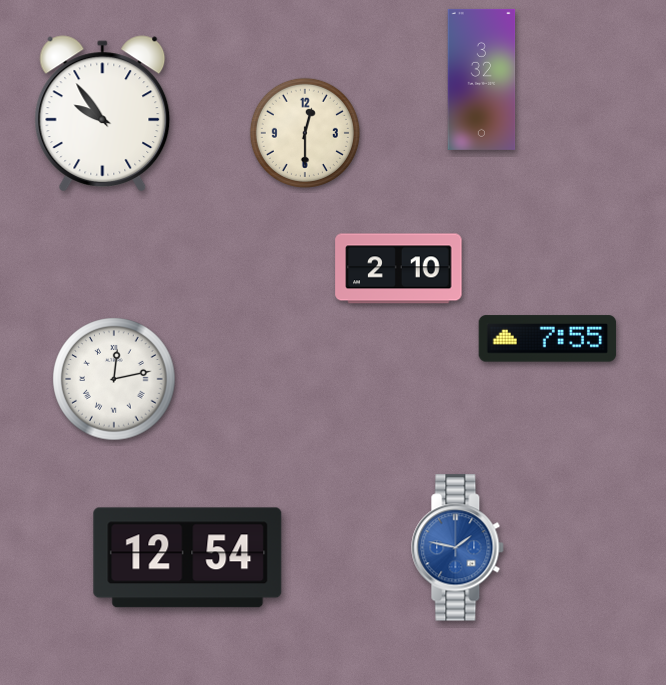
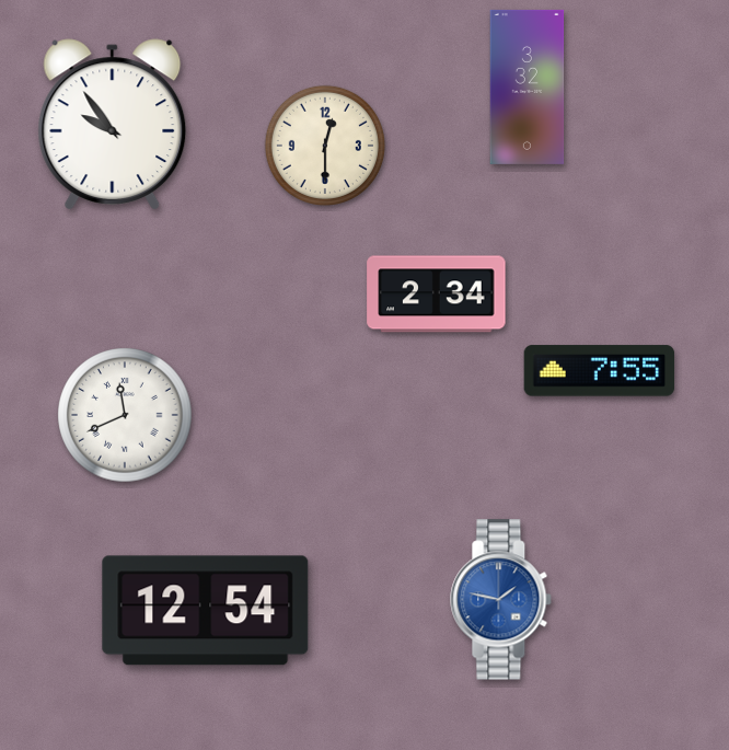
clock at (305, 133) position: (305, 133) -> (325, 146)
clock at (399, 269): 2:10 -> 2:34
clock at (114, 379): 12:13 -> 11:41
